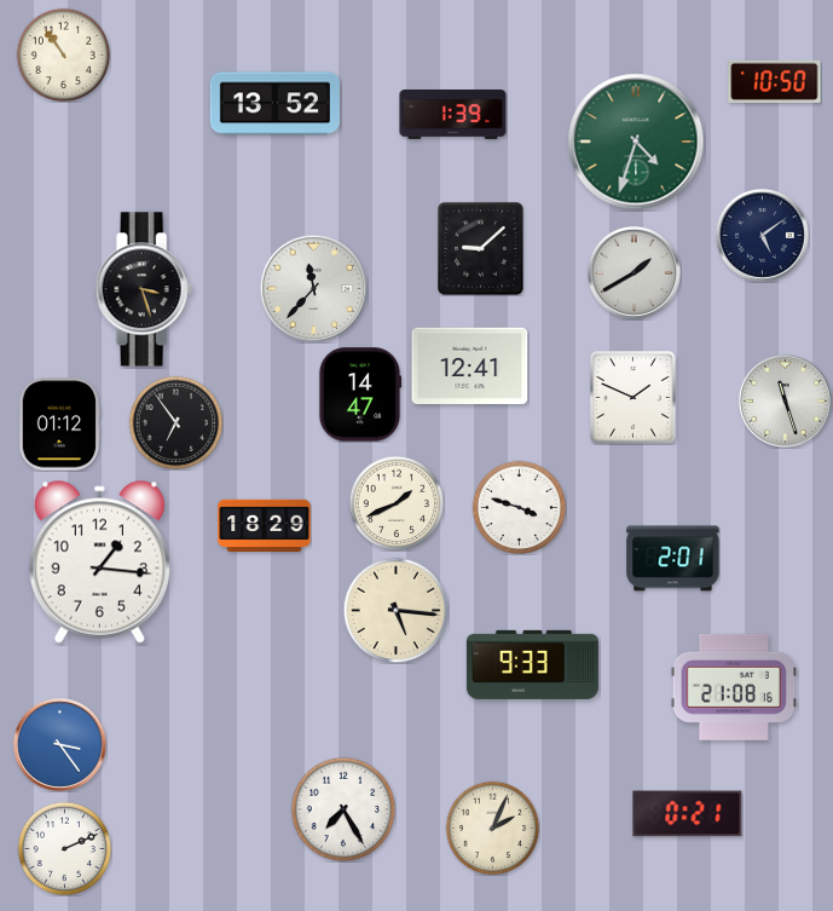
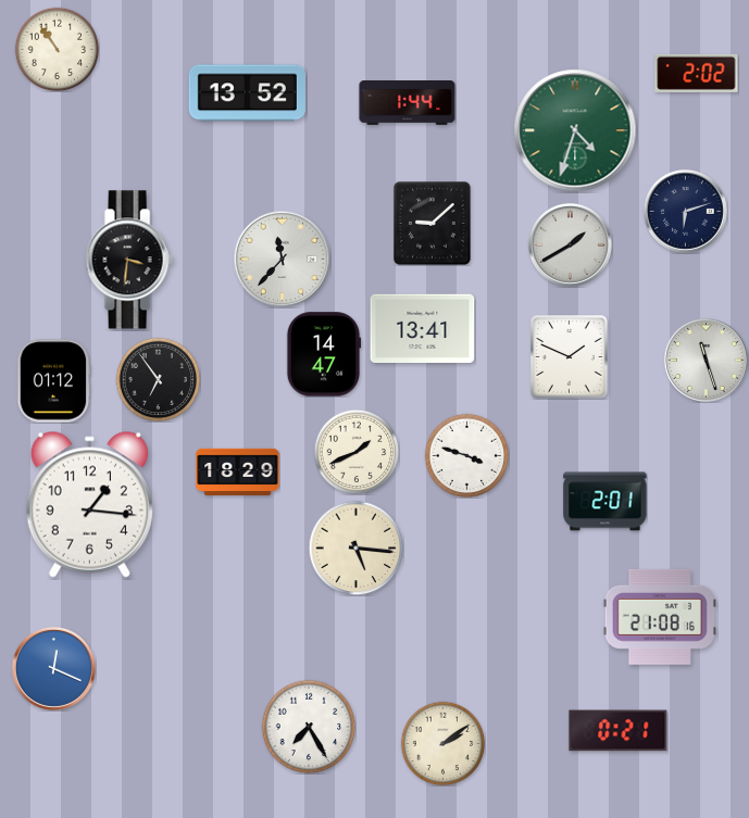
clock at (775, 81): 10:50 -> 2:02
clock at (453, 115): 1:39 -> 1:44
clock at (636, 142) position: (636, 142) -> (575, 130)
clock at (762, 235): 5:09 -> 6:12
clock at (144, 289): 3:27 -> 3:31
clock at (470, 365): 12:41 -> 13:41
clock at (532, 664): 9:33 -> none
clock at (59, 744): 3:24 -> 12:19
clock at (492, 828): 2:04 -> 2:09
clock at (64, 848): 2:11 -> none
